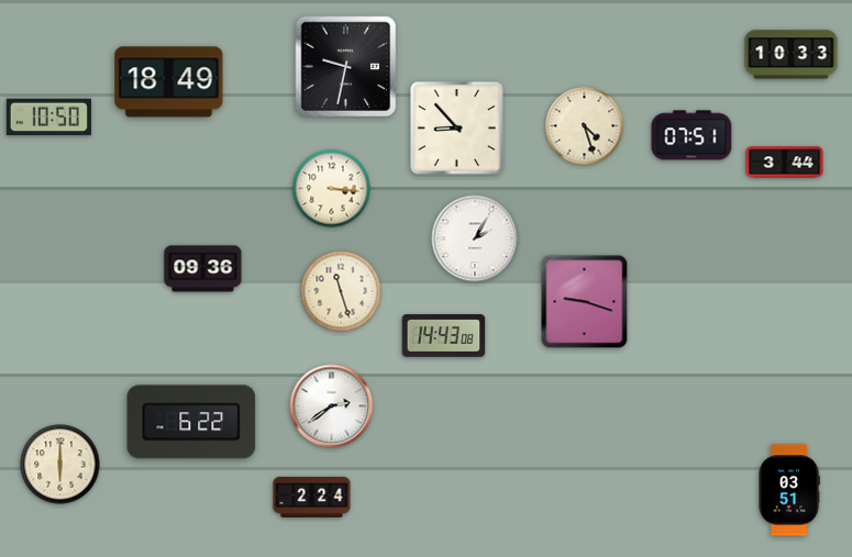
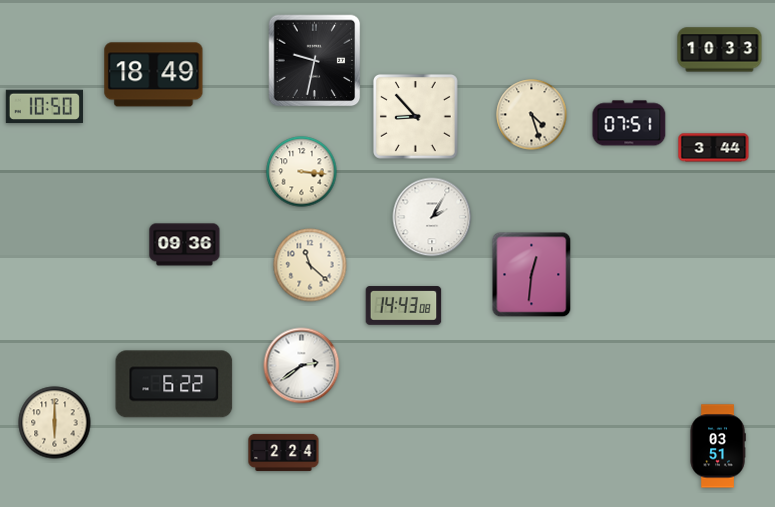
clock at (341, 291): 11:27 -> 11:22
clock at (585, 302): 9:18 -> 12:31
clock at (332, 406) position: (332, 406) -> (302, 366)
